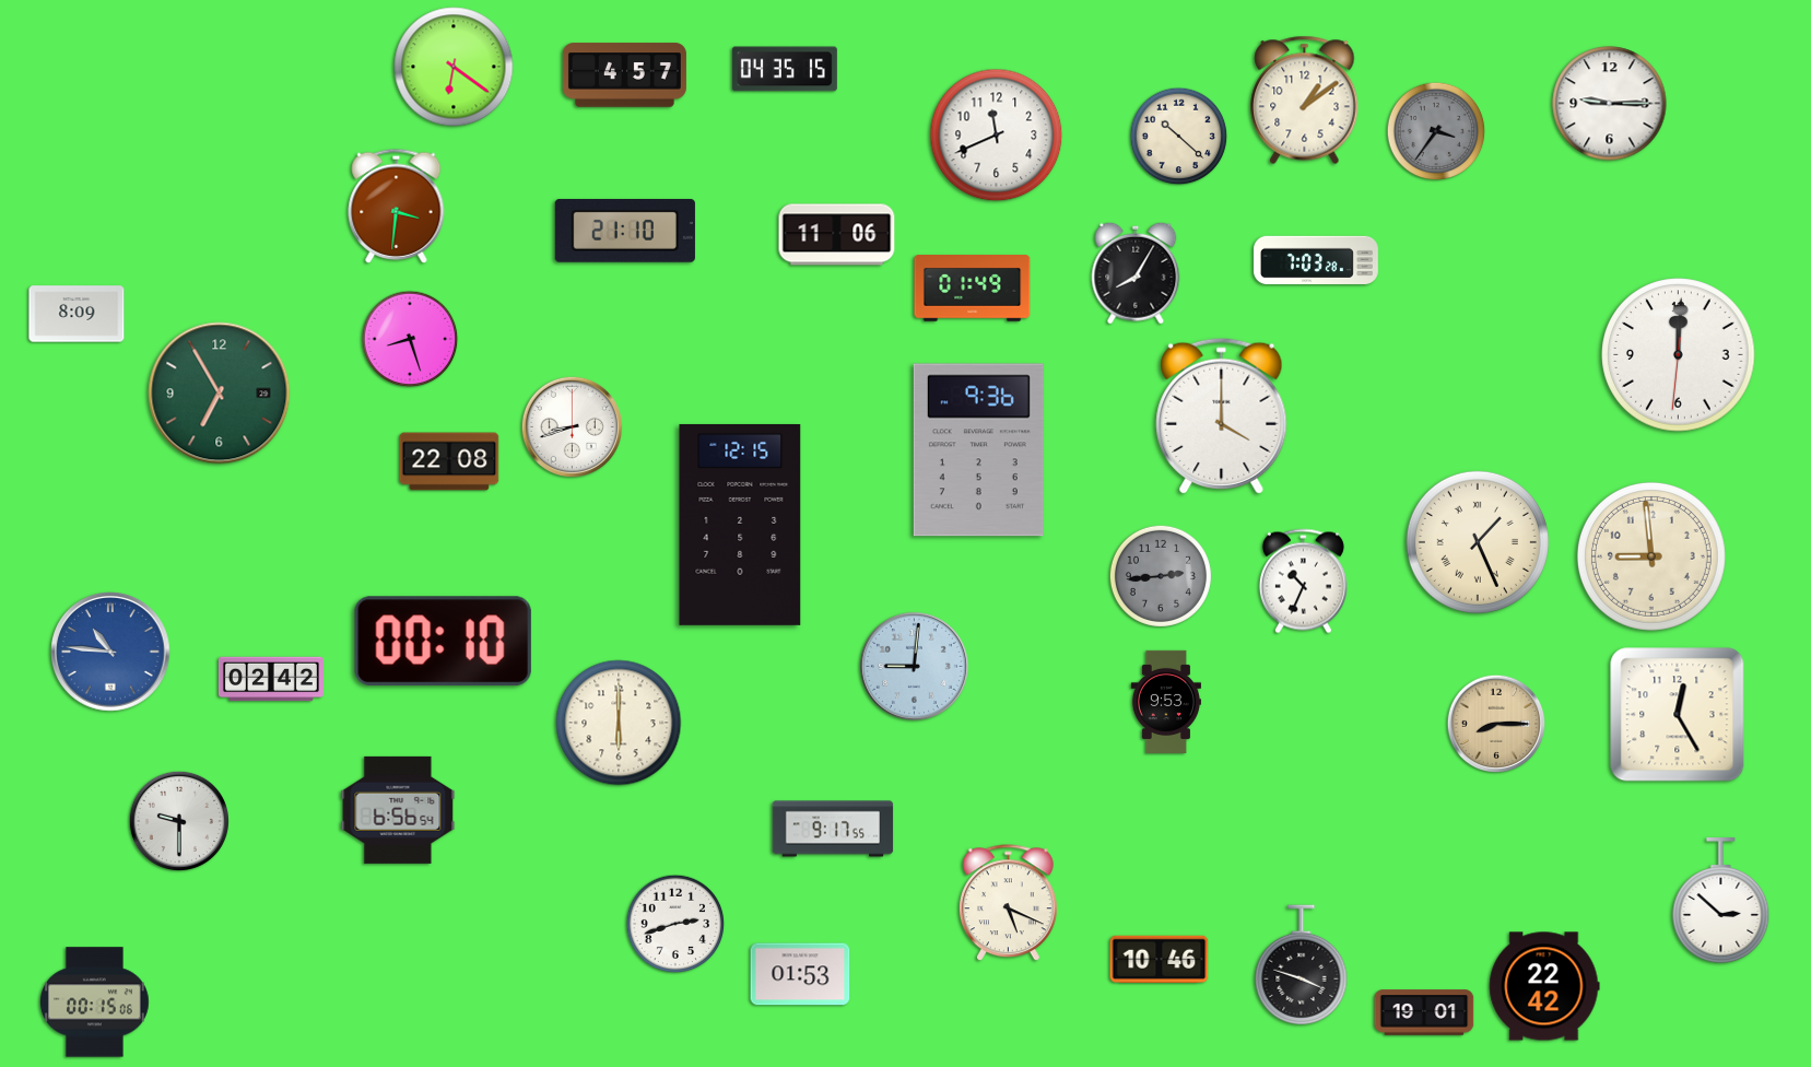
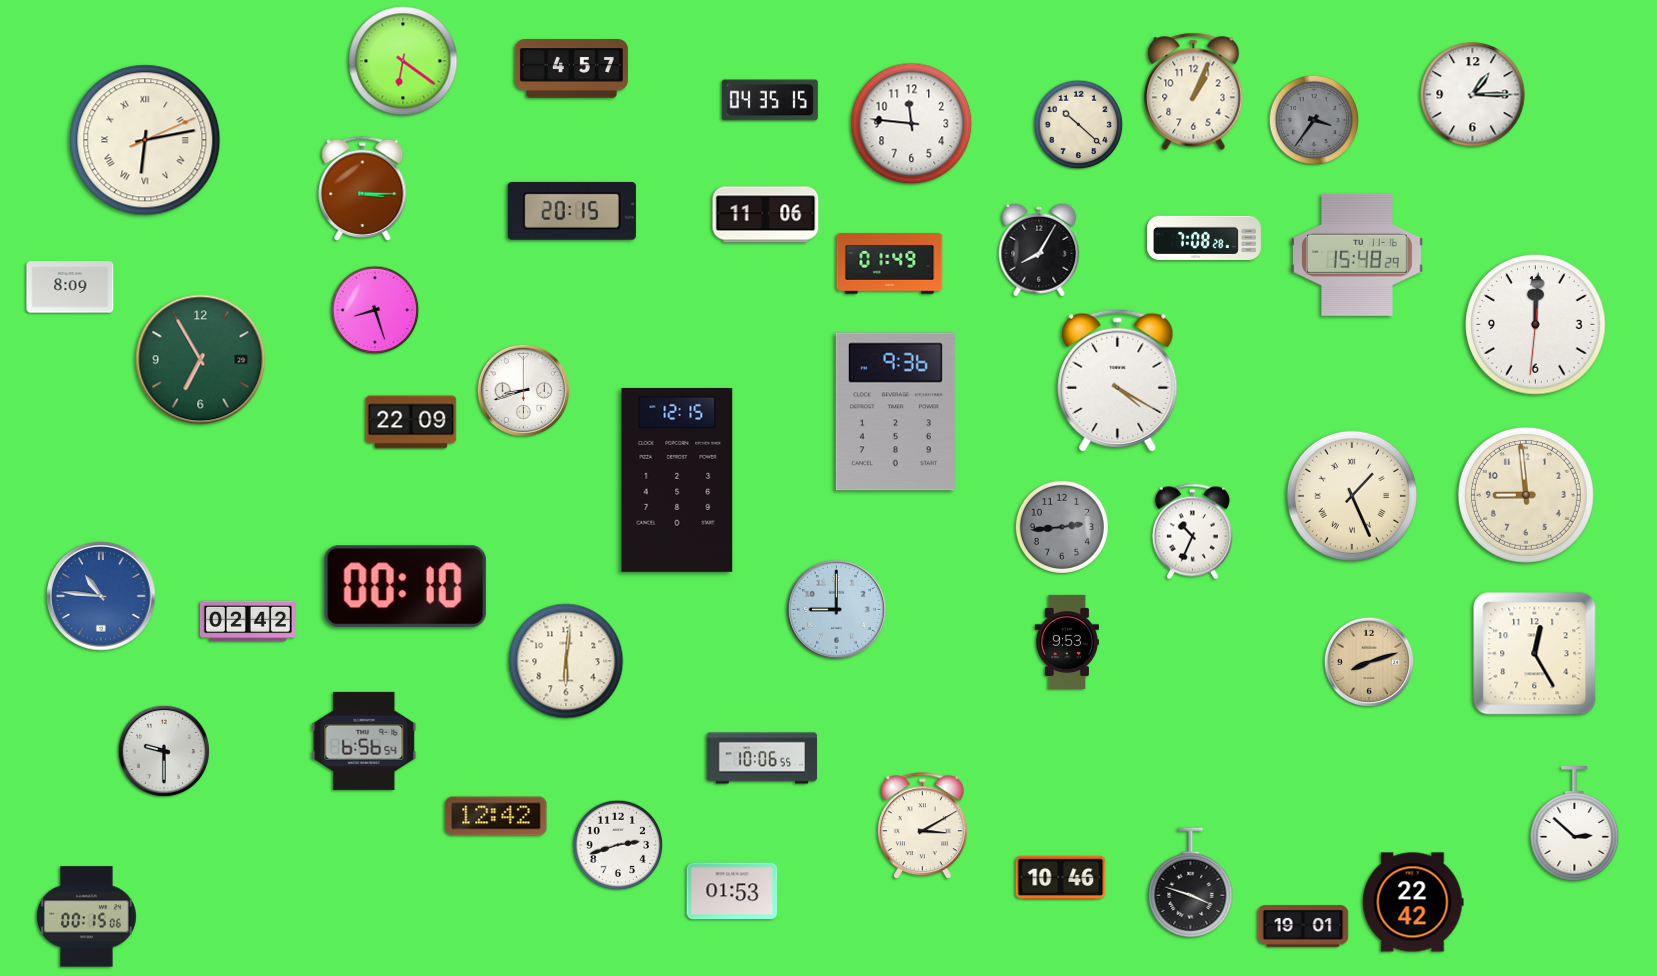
clock at (454, 67) position: (454, 67) -> (403, 61)
clock at (785, 69) position: (785, 69) -> (770, 100)
clock at (1305, 99): 1:09 -> 1:04
clock at (1610, 104): 9:15 -> 1:15
clock at (997, 136): 11:41 -> 11:46
clock at (145, 140): none -> 6:13
clock at (397, 206): 3:31 -> 3:15
clock at (625, 231): 21:10 -> 20:15
clock at (1316, 260): 7:03 -> 7:08
clock at (1357, 255): none -> 15:48
clock at (1222, 415): 4:00 -> 4:20
clock at (449, 461): 22:08 -> 22:09
clock at (1651, 556) position: (1651, 556) -> (1526, 495)
clock at (914, 666): 9:01 -> 9:00
clock at (619, 723): 6:00 -> 6:01
clock at (1496, 724): 8:15 -> 8:12
clock at (833, 829): 9:17 -> 10:06
clock at (496, 816): none -> 12:42
clock at (1008, 903): 5:19 -> 3:10
